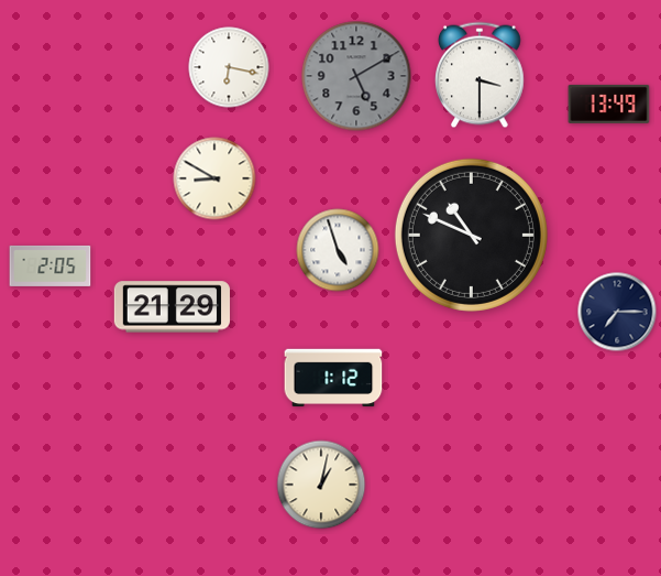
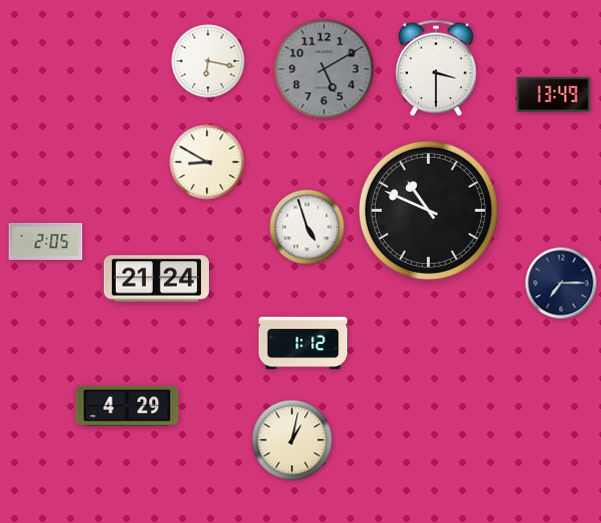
clock at (214, 178) position: (214, 178) -> (207, 162)
clock at (471, 235) position: (471, 235) -> (428, 210)
clock at (172, 307): 21:29 -> 21:24
clock at (127, 406): none -> 4:29
